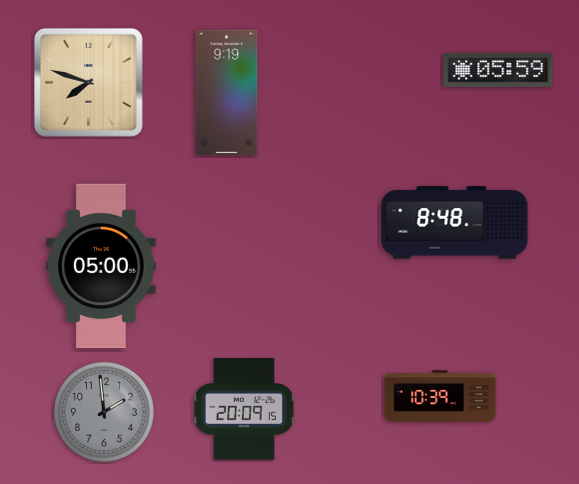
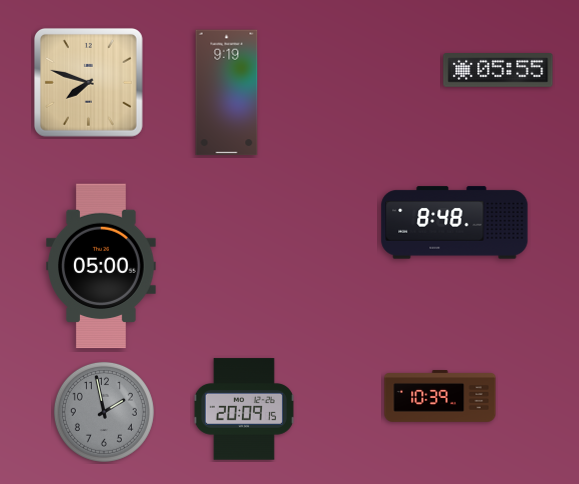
clock at (498, 71): 05:59 -> 05:55
clock at (104, 412): 1:59 -> 1:58
